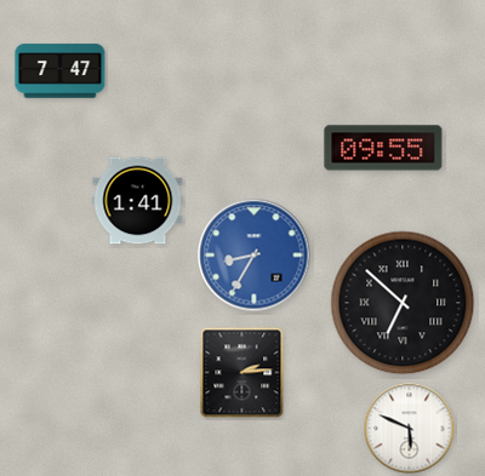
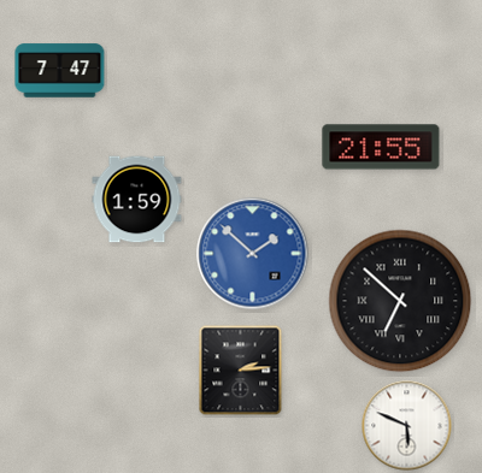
clock at (383, 148): 09:55 -> 21:55
clock at (138, 201): 1:41 -> 1:59
clock at (255, 256): 8:35 -> 1:52
